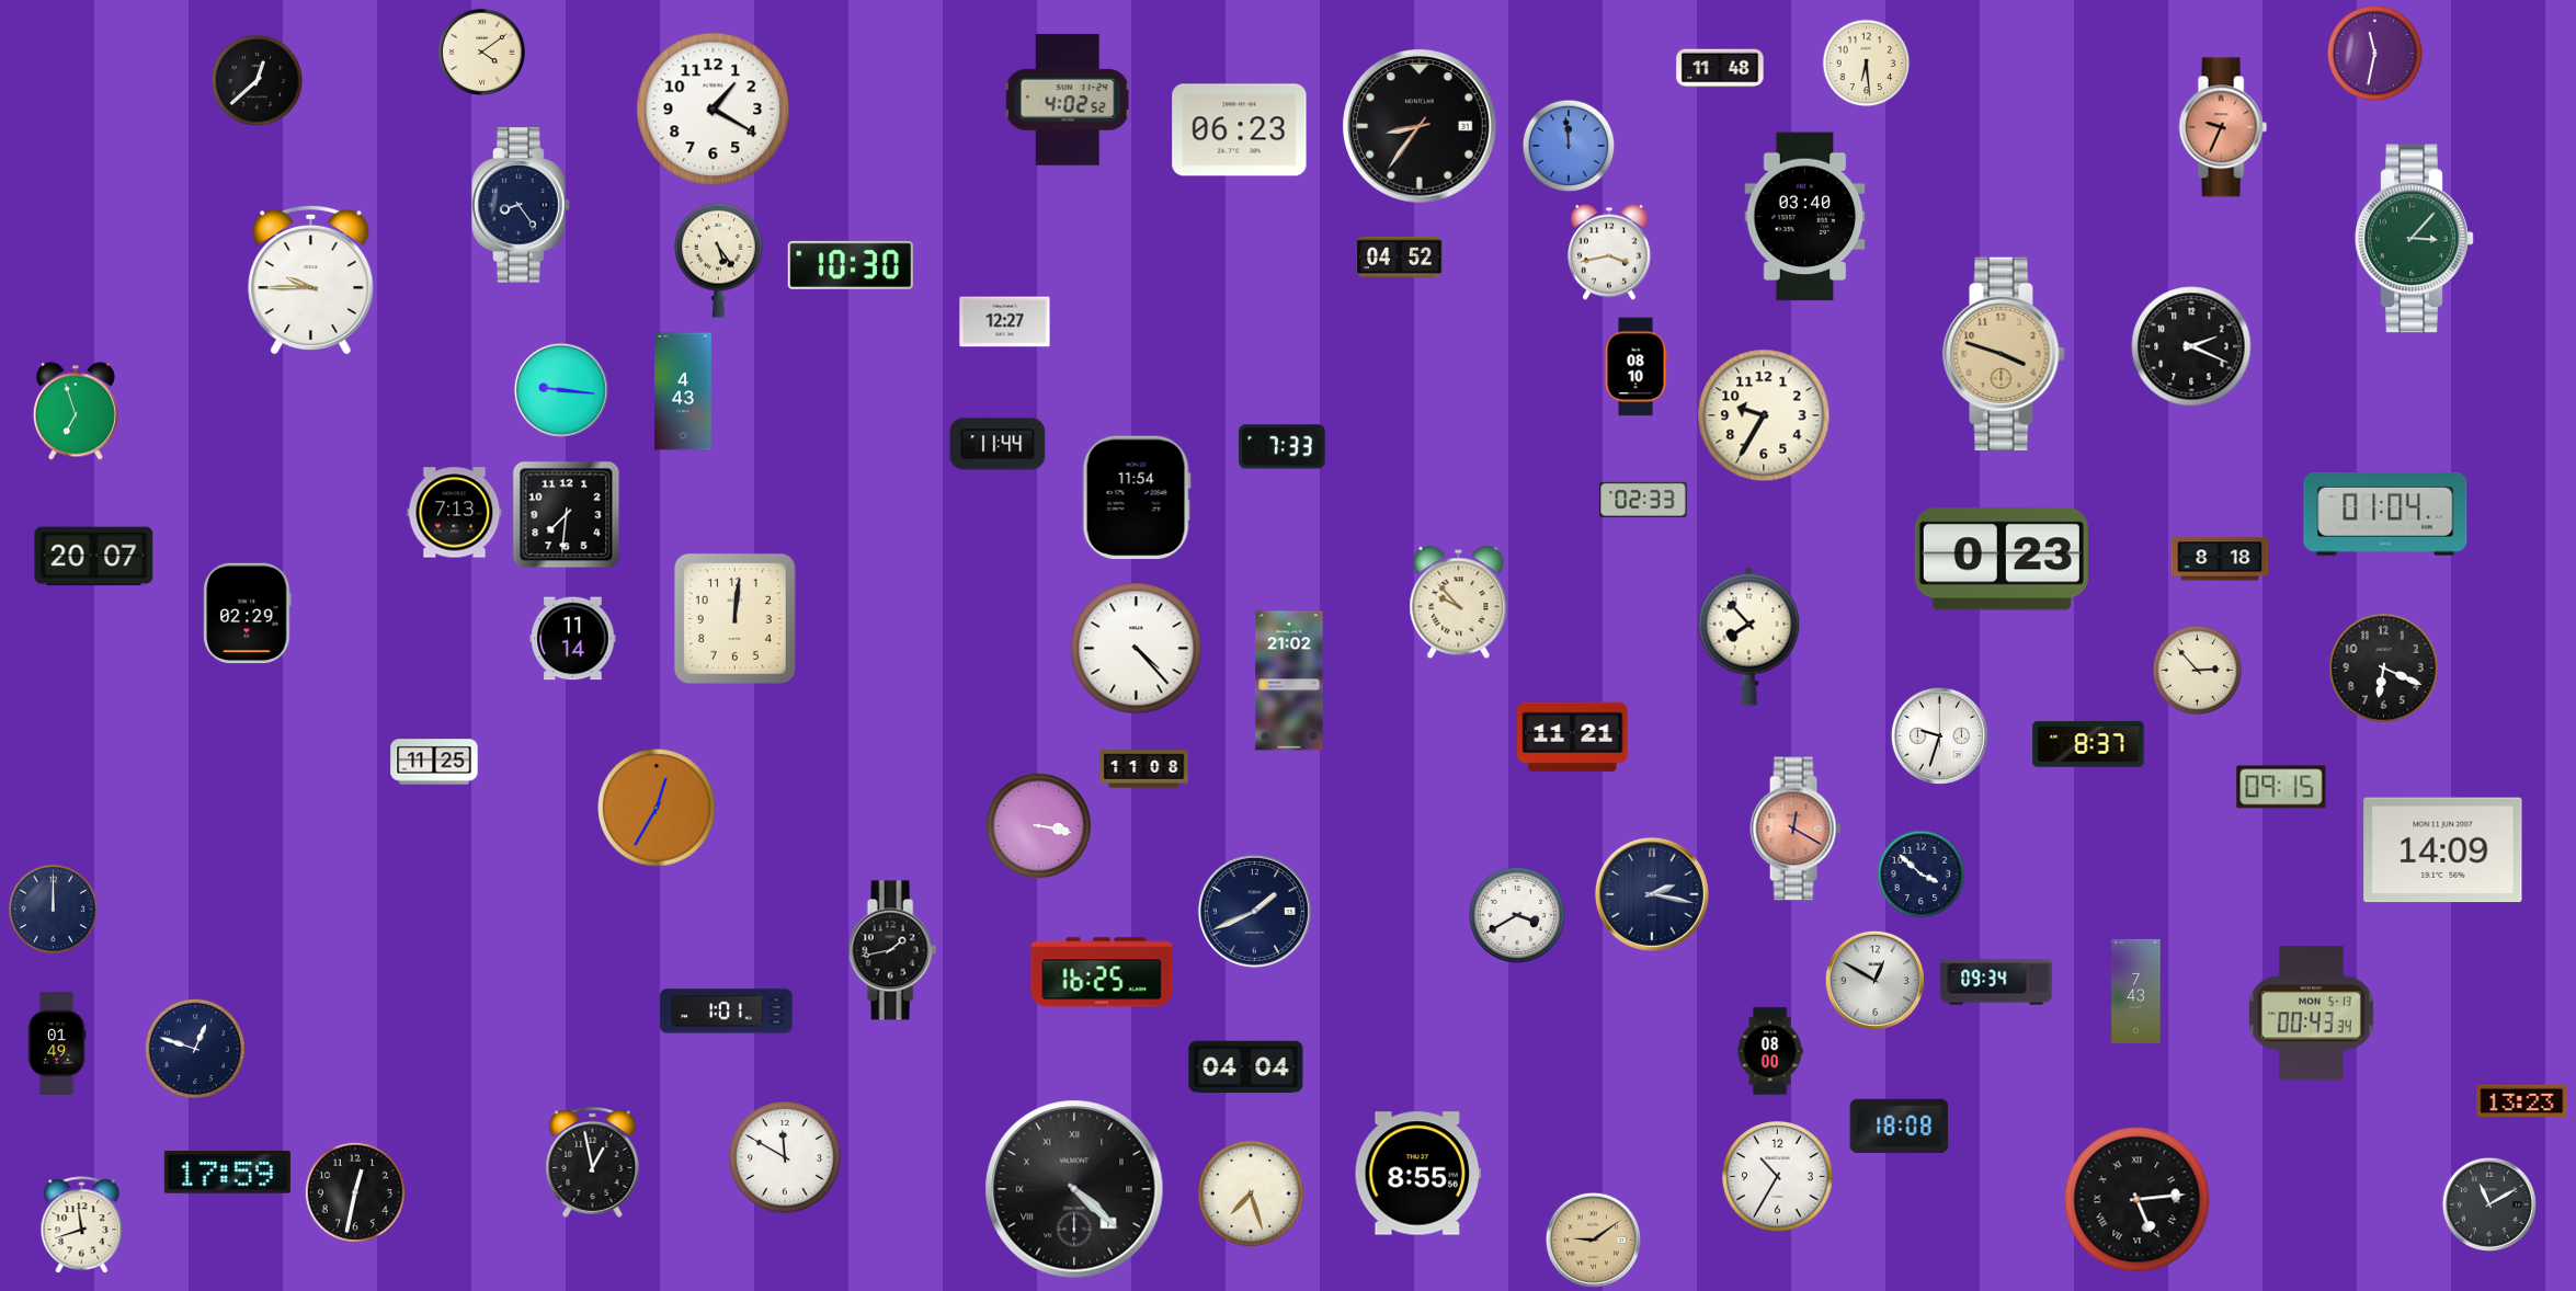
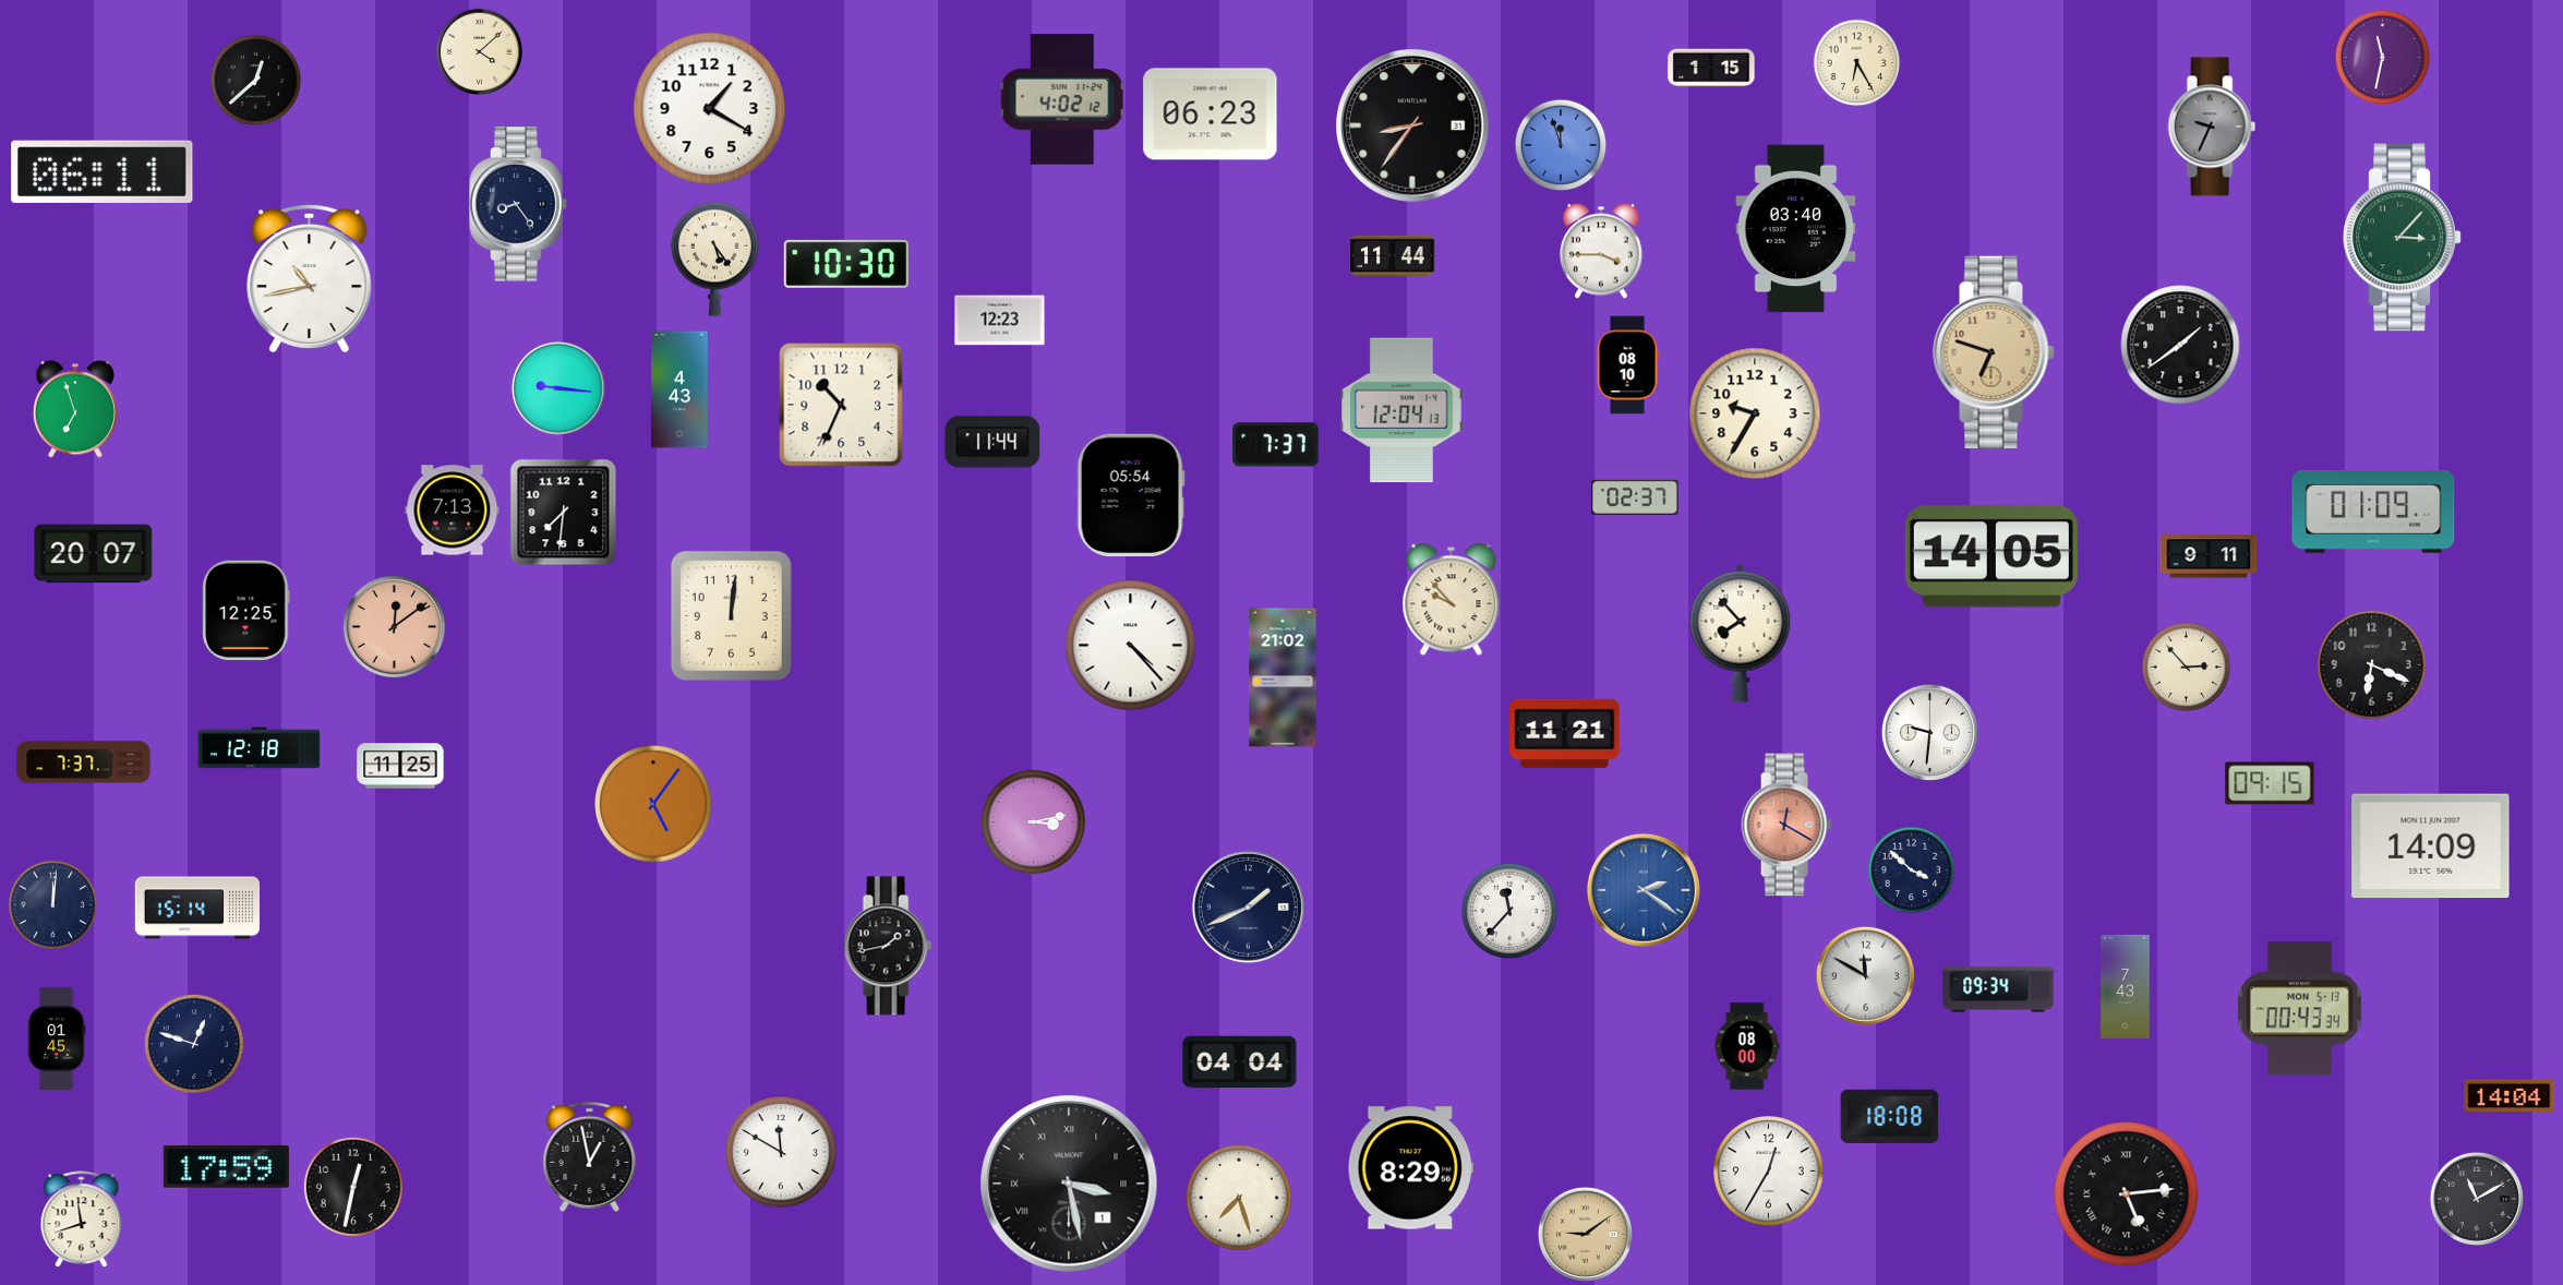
clock at (482, 53): 4:09 -> 4:08
clock at (2375, 54) position: (2375, 54) -> (2383, 58)
clock at (1867, 64): 6:29 -> 6:25
clock at (1720, 68): 11:48 -> 1:15
clock at (1068, 100): 4:02:52 -> 4:02:12
clock at (2223, 127) dial: salmon -> grey
clock at (1240, 130) position: (1240, 130) -> (1211, 115)
clock at (1569, 146): 11:59 -> 11:57
clock at (103, 171): none -> 06:11
clock at (1805, 217) position: (1805, 217) -> (1796, 229)
clock at (1610, 252): 3:43 -> 3:45
clock at (1400, 258): 04:52 -> 11:44
clock at (311, 279): 9:45 -> 10:43
clock at (1005, 322): 12:27 -> 12:23
clock at (2191, 346): 2:19 -> 1:39
clock at (2004, 353): 3:48 -> 6:48
clock at (841, 405): none -> 10:34
clock at (1401, 410): none -> 12:04
clock at (1283, 447): 7:33 -> 7:37
clock at (1137, 498): 11:54 -> 05:54
clock at (1643, 500): 02:33 -> 02:37
clock at (2385, 514): 01:04 -> 01:09
clock at (2002, 559): 0:23 -> 14:05
clock at (2220, 559): 8:18 -> 9:11
clock at (248, 614): 02:29 -> 12:25
clock at (394, 626): none -> 12:09
clock at (573, 639): 11:14 -> none
clock at (1939, 735): 9:33 -> 9:31
clock at (2088, 744): 8:37 -> none
clock at (260, 748): none -> 12:18
clock at (434, 762) position: (434, 762) -> (400, 766)
clock at (84, 762): none -> 7:37
clock at (1144, 769): 11:08 -> none
clock at (657, 808): 12:35 -> 5:06
clock at (1038, 825): 3:17 -> 3:13
clock at (1652, 894): 2:17 -> 2:21
clock at (1652, 894) dial: navy -> blue
clock at (54, 910): 12:00 -> 12:01
clock at (196, 908): none -> 15:14
clock at (1516, 914): 3:40 -> 11:37
clock at (1102, 972): 16:25 -> none
clock at (1874, 980): 12:50 -> 11:50
clock at (1996, 982) position: (1996, 982) -> (1998, 989)
clock at (727, 1012): 1:01 -> none
clock at (57, 1043): 01:49 -> 01:45
clock at (1770, 1051) position: (1770, 1051) -> (1747, 1046)
clock at (2522, 1101): 13:23 -> 14:04
clock at (1900, 1127) position: (1900, 1127) -> (1890, 1117)
clock at (1417, 1174): 8:55 -> 8:29
clock at (1778, 1177): 10:35 -> 12:35
clock at (1074, 1189): 4:22 -> 3:28
clock at (1251, 1193) position: (1251, 1193) -> (1239, 1198)
